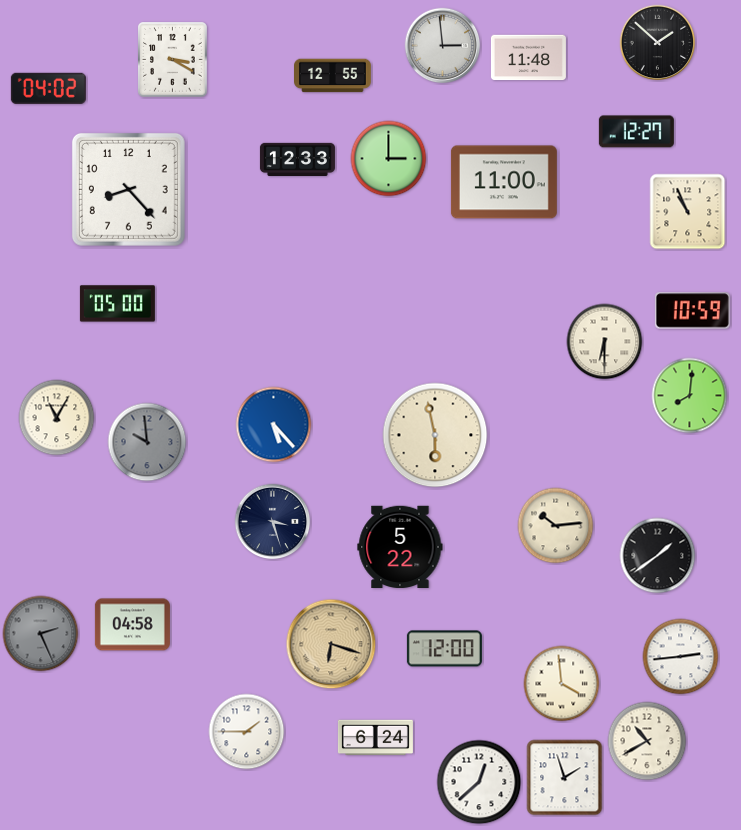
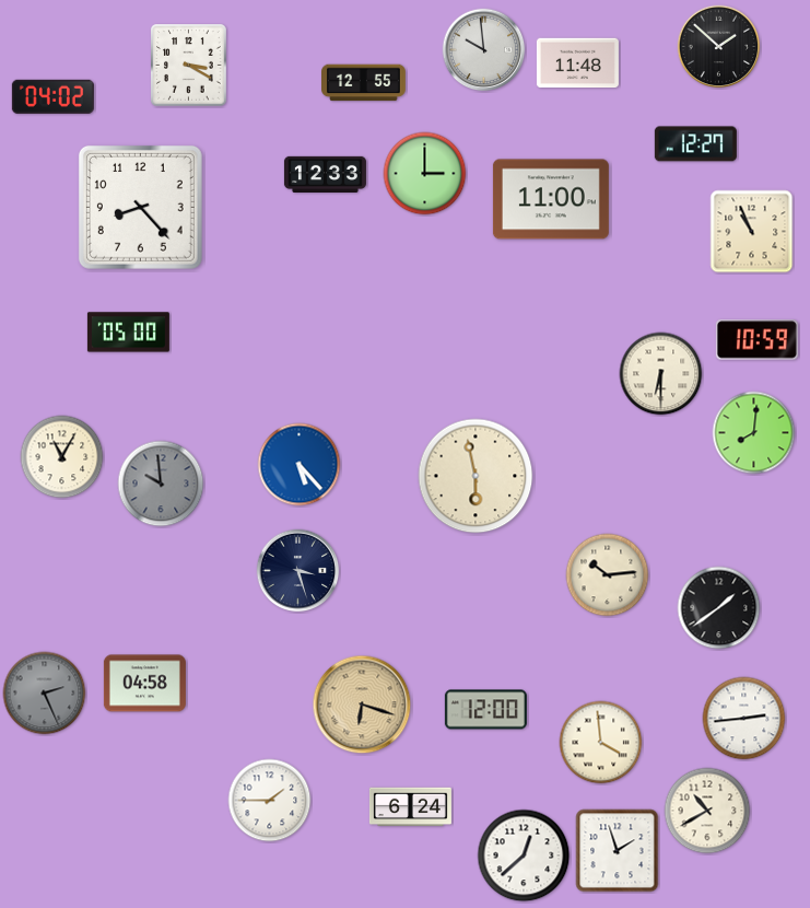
clock at (443, 46): 2:59 -> 9:59
clock at (400, 546): 5:22 -> none
clock at (562, 684) position: (562, 684) -> (601, 743)
